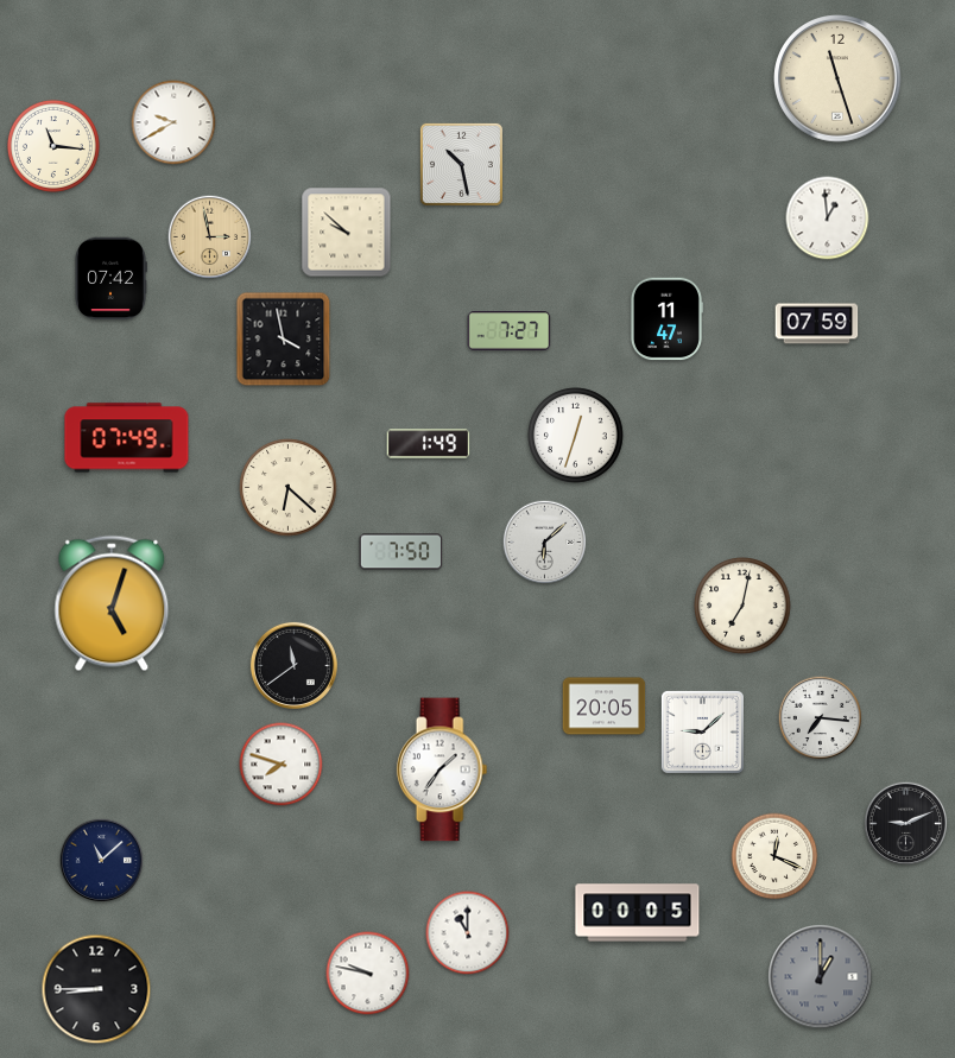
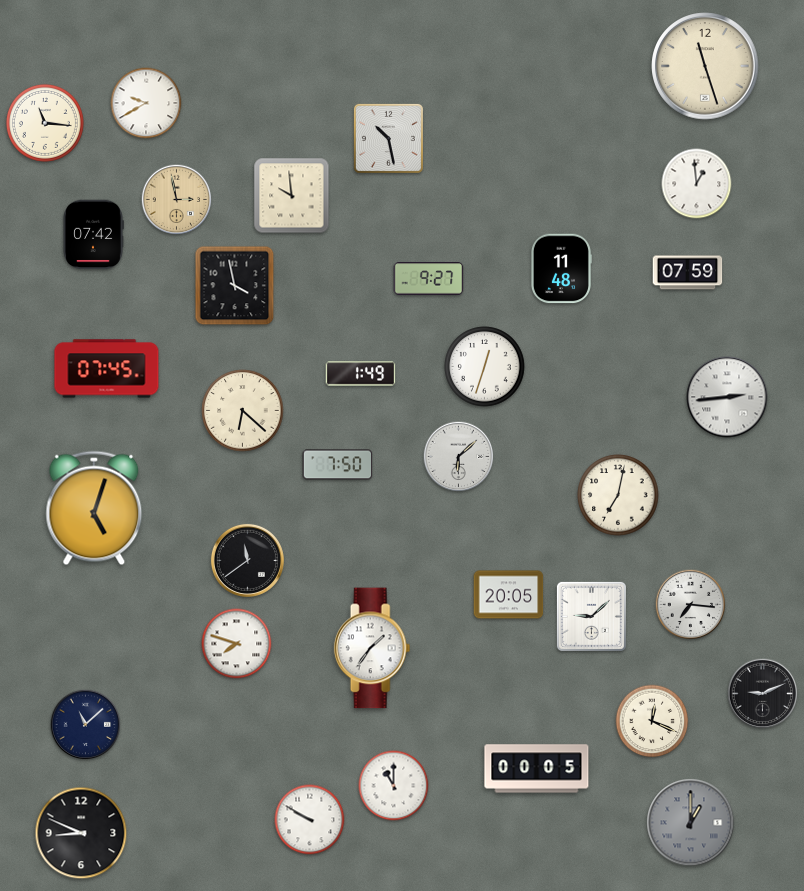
clock at (347, 233): 9:52 -> 9:59
clock at (666, 319): 11:47 -> 11:48
clock at (510, 331): 7:27 -> 9:27
clock at (284, 340) position: (284, 340) -> (235, 286)
clock at (127, 438): 07:49 -> 07:45
clock at (727, 397): none -> 2:44
clock at (742, 606) position: (742, 606) -> (618, 495)
clock at (368, 974): 9:47 -> 9:50
clock at (96, 989): 8:45 -> 8:49
